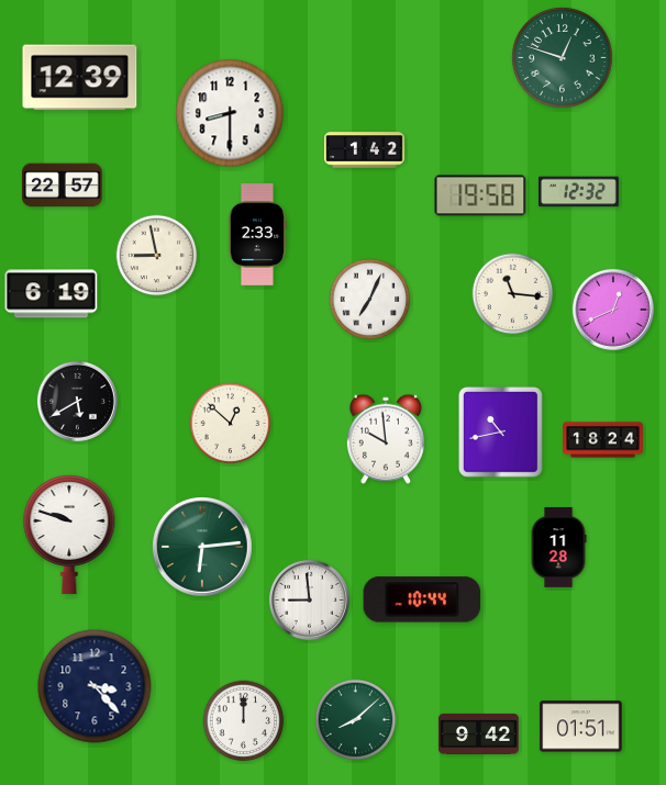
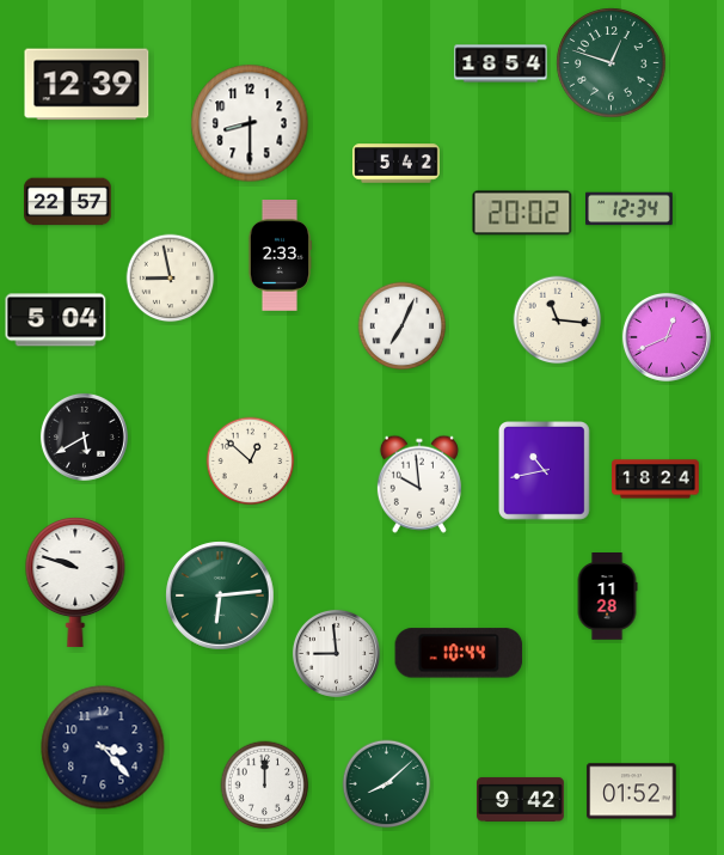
clock at (501, 63): none -> 18:54
clock at (365, 150): 1:42 -> 5:42
clock at (579, 192): 12:32 -> 12:34
clock at (480, 195): 19:58 -> 20:02
clock at (52, 294): 6:19 -> 5:04
clock at (386, 439) position: (386, 439) -> (419, 484)
clock at (581, 727): 01:51 -> 01:52
